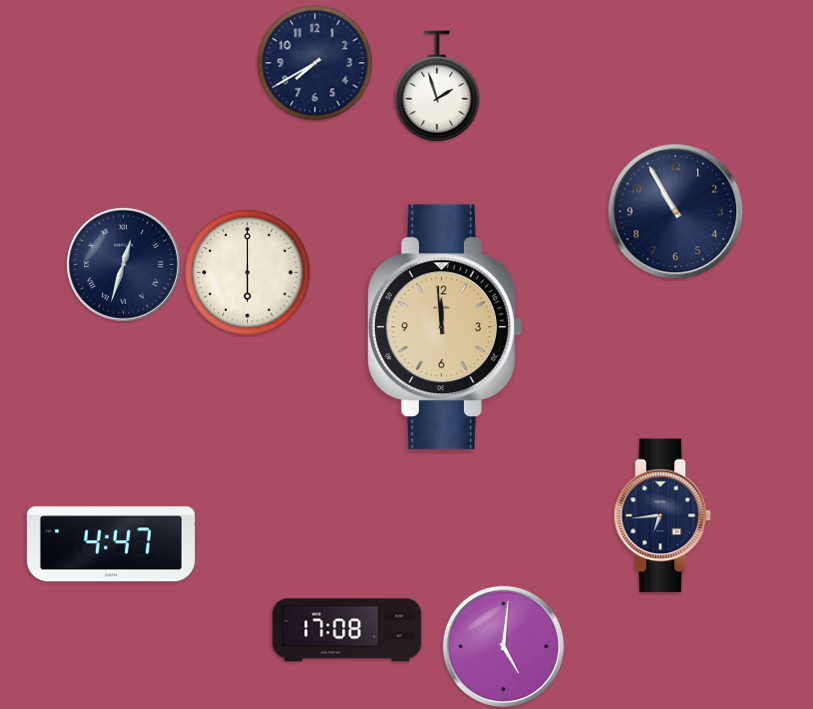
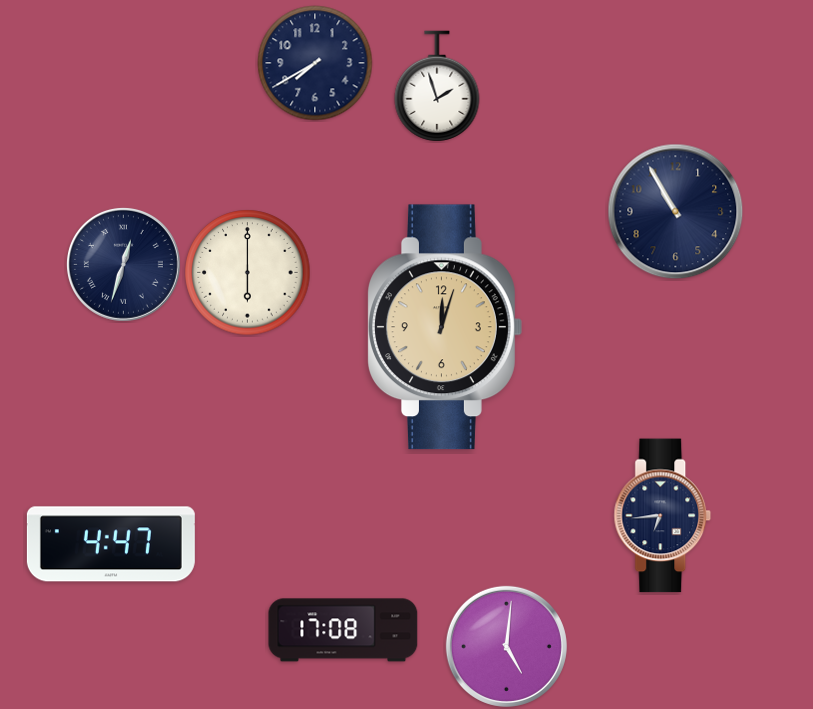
clock at (445, 327): 11:59 -> 12:03
clock at (347, 630) position: (347, 630) -> (343, 630)
clock at (503, 646) position: (503, 646) -> (506, 646)
